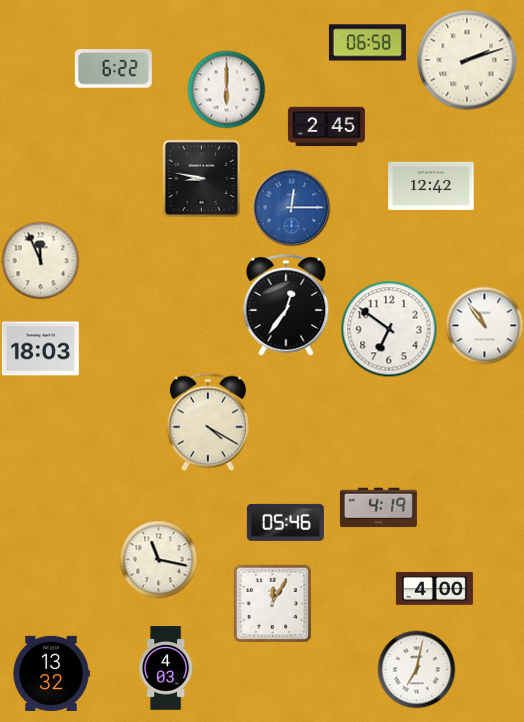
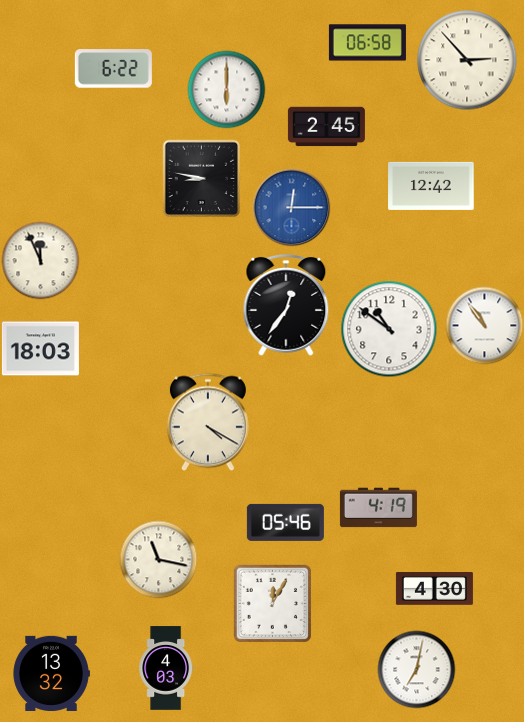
clock at (467, 60): 2:12 -> 2:53
clock at (389, 329): 6:51 -> 10:51
clock at (434, 589): 4:00 -> 4:30
